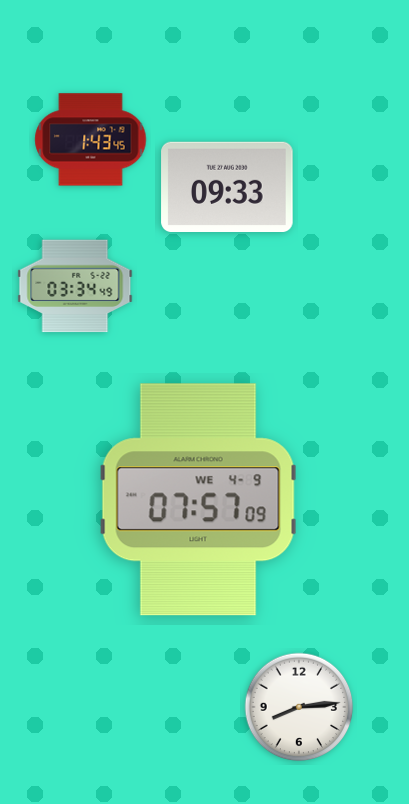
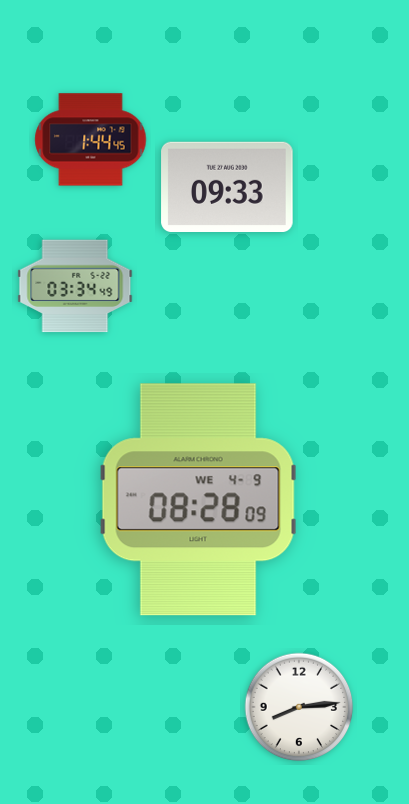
clock at (91, 140): 1:43 -> 1:44
clock at (198, 500): 07:57 -> 08:28
